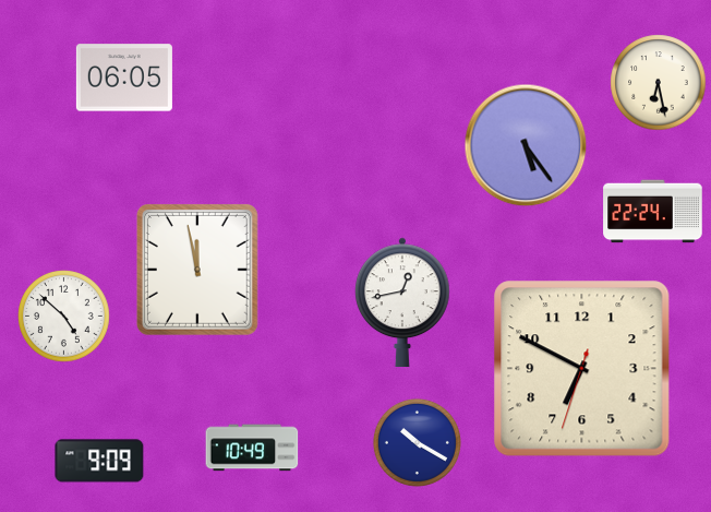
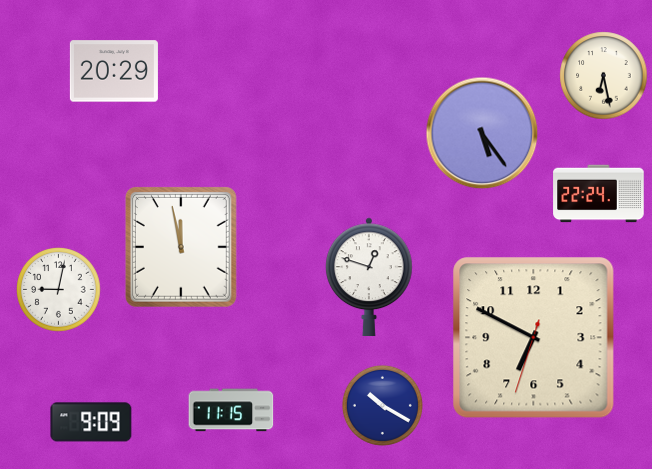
clock at (124, 78): 06:05 -> 20:29
clock at (403, 301): 12:43 -> 12:48
clock at (64, 317): 4:52 -> 9:02
clock at (252, 448): 10:49 -> 11:15
